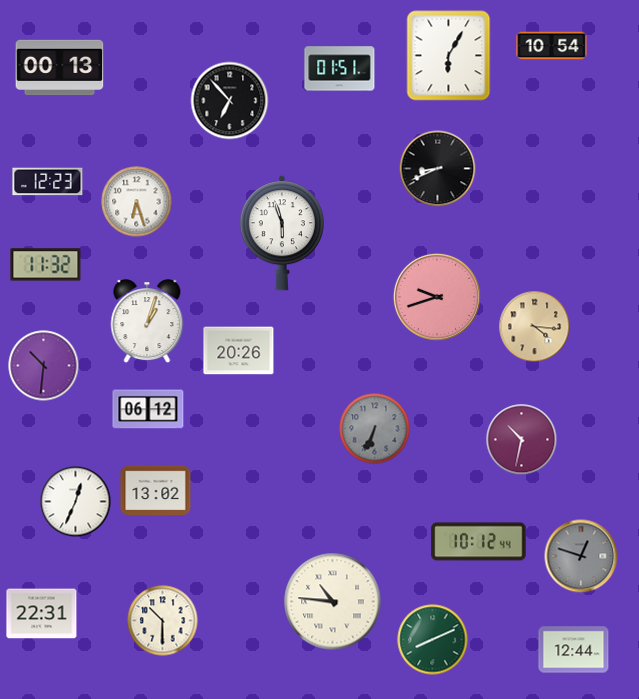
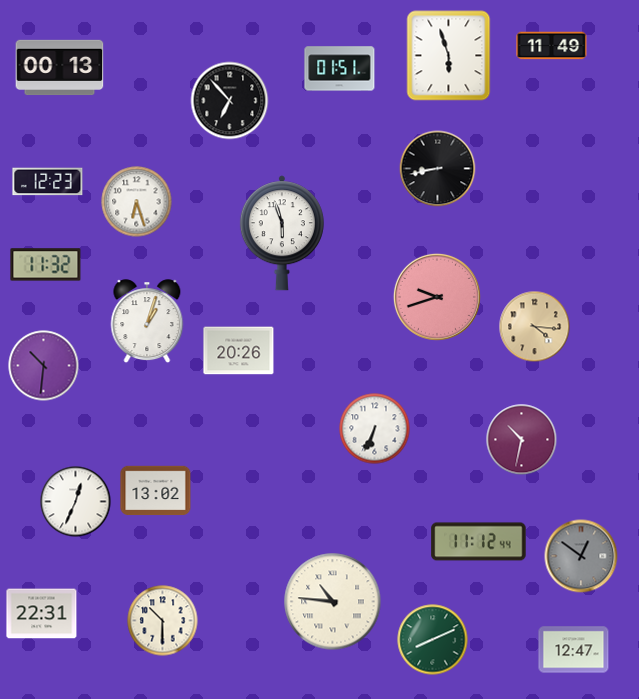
clock at (552, 46): 10:54 -> 11:49
clock at (449, 56): 6:05 -> 5:57
clock at (438, 169): 8:41 -> 8:43
clock at (148, 409): 06:12 -> none
clock at (375, 429) dial: grey -> white
clock at (479, 542): 10:12 -> 11:12
clock at (581, 556): 12:48 -> 12:51
clock at (574, 650): 12:44 -> 12:47
